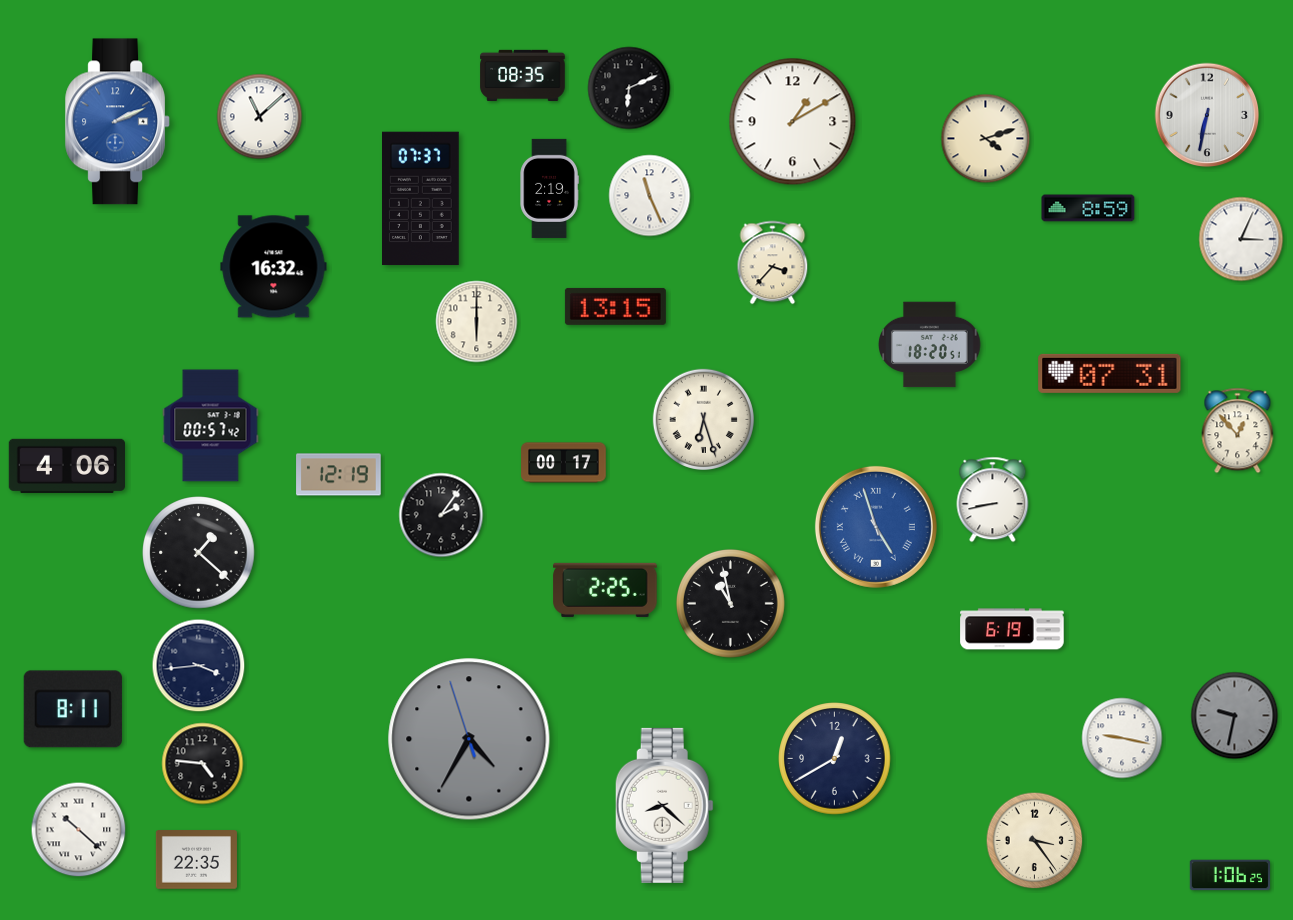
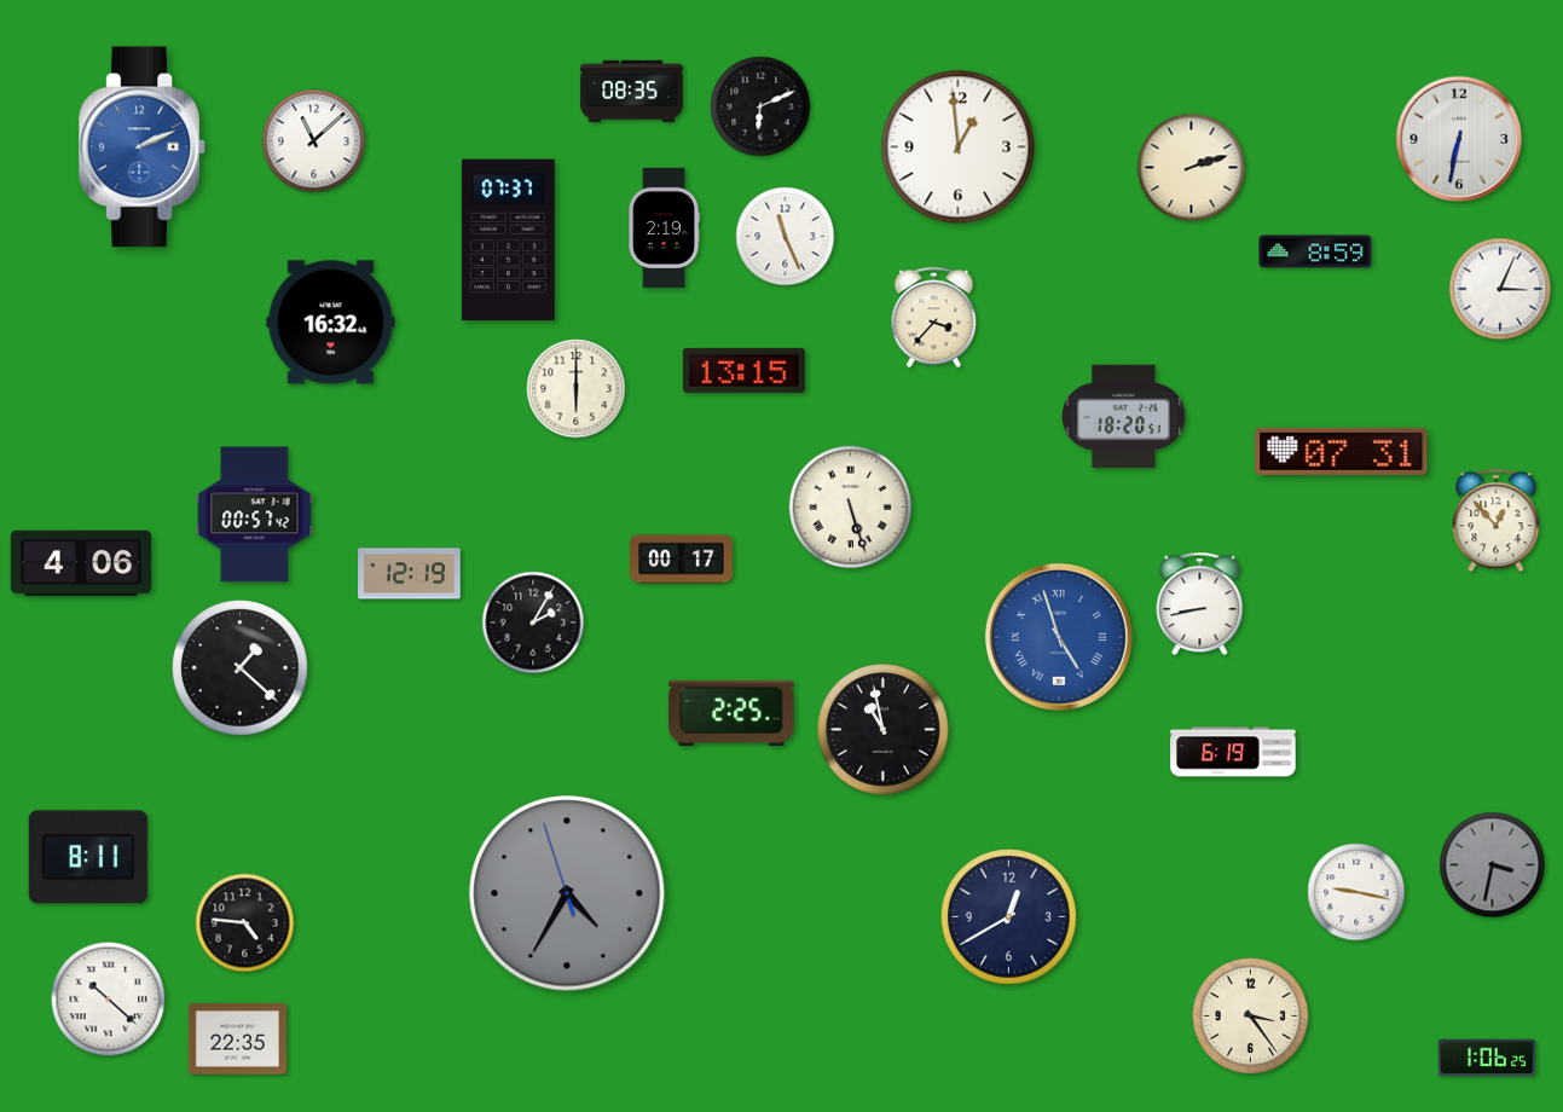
clock at (793, 122): 1:10 -> 12:59
clock at (986, 139): 4:12 -> 2:12
clock at (703, 419): 6:27 -> 5:27
clock at (441, 515): 2:06 -> 2:05
clock at (1012, 629) position: (1012, 629) -> (1233, 752)
clock at (199, 666): 3:44 -> none
clock at (1235, 716): 9:32 -> 3:32
clock at (664, 805): 8:22 -> none
clock at (79, 830) position: (79, 830) -> (109, 1000)
